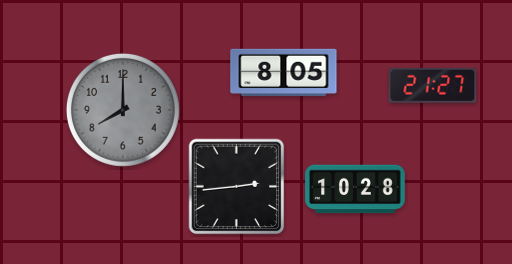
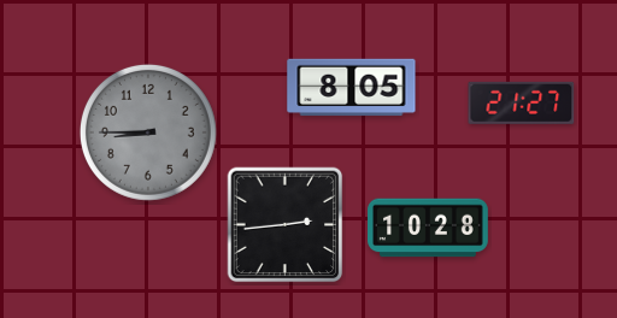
clock at (284, 73) position: (284, 73) -> (352, 88)
clock at (123, 110): 8:00 -> 8:45
